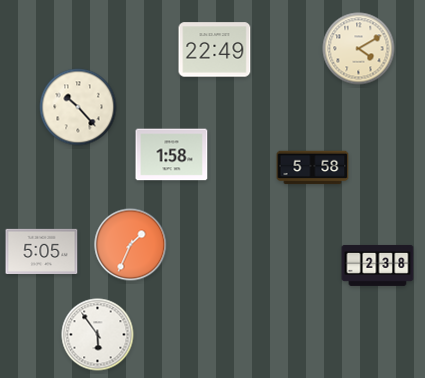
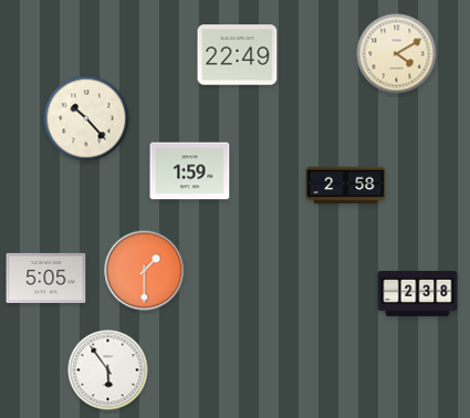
clock at (172, 155): 1:58 -> 1:59
clock at (313, 168): 5:58 -> 2:58
clock at (131, 245): 1:34 -> 1:30
